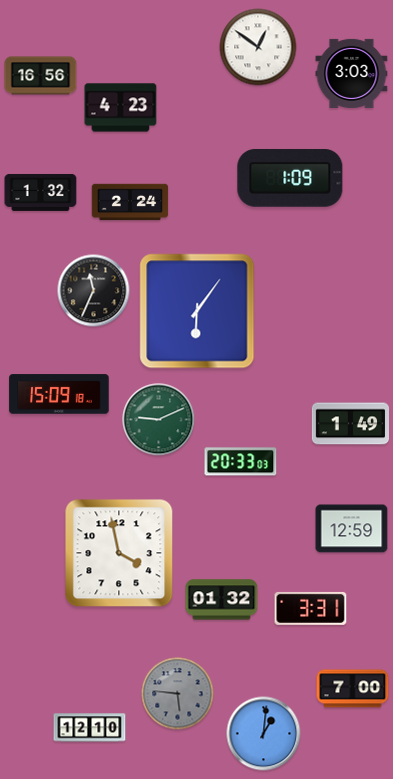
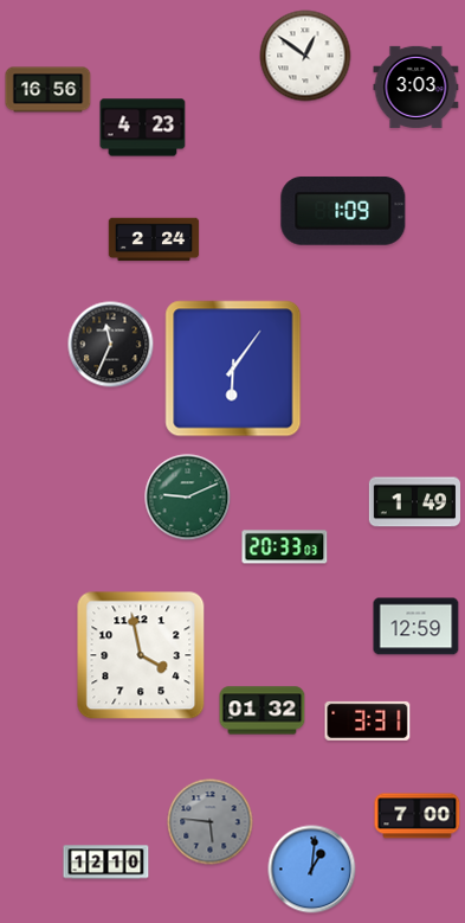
clock at (41, 192): 1:32 -> none
clock at (59, 394): 15:09 -> none
